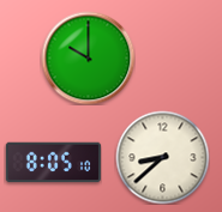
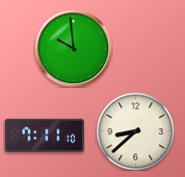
clock at (88, 57): 10:00 -> 9:59
clock at (53, 163): 8:05 -> 7:11
